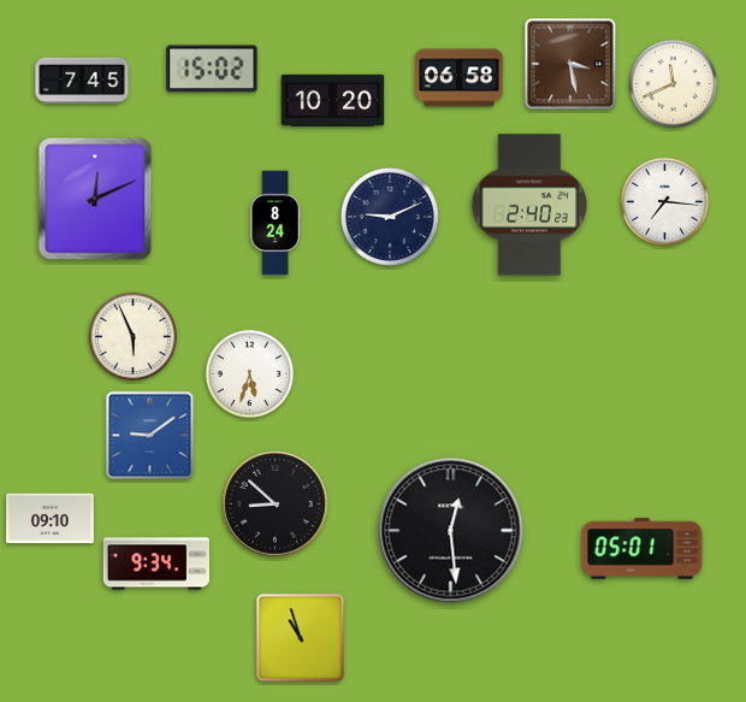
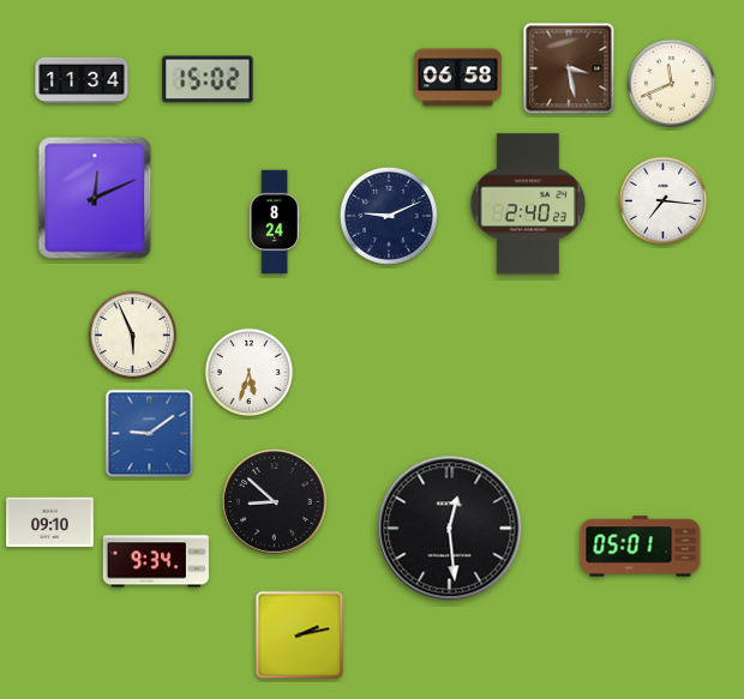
clock at (570, 64) position: (570, 64) -> (569, 68)
clock at (212, 69) position: (212, 69) -> (208, 79)
clock at (82, 81): 7:45 -> 11:34
clock at (333, 100): 10:20 -> none
clock at (51, 519) position: (51, 519) -> (50, 523)
clock at (301, 638): 10:57 -> 2:13
